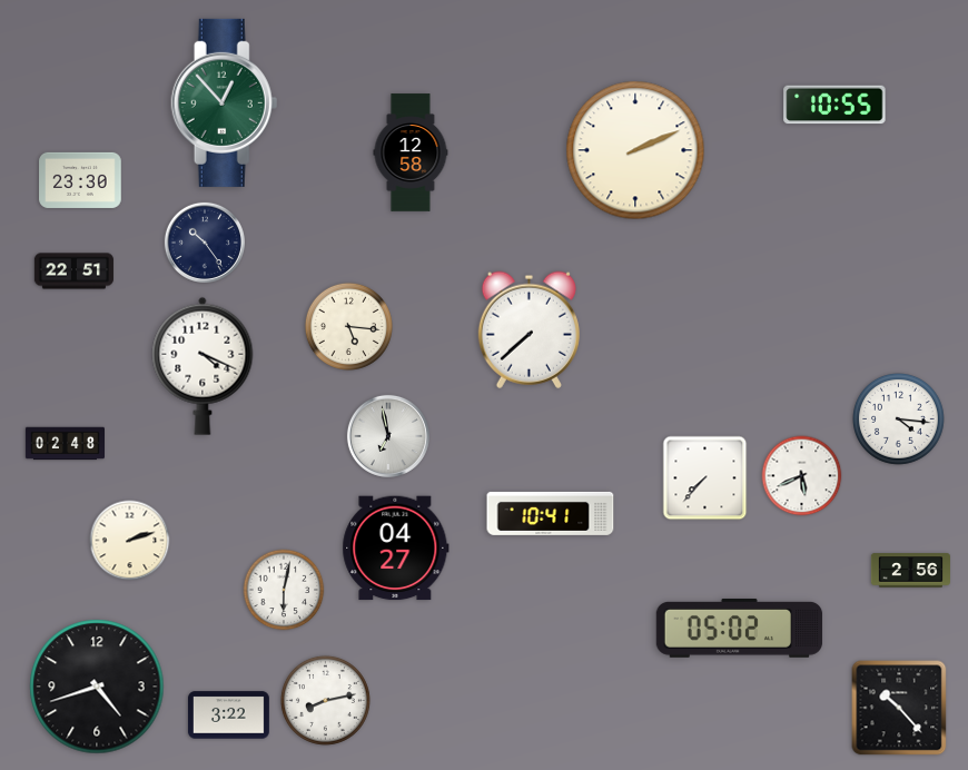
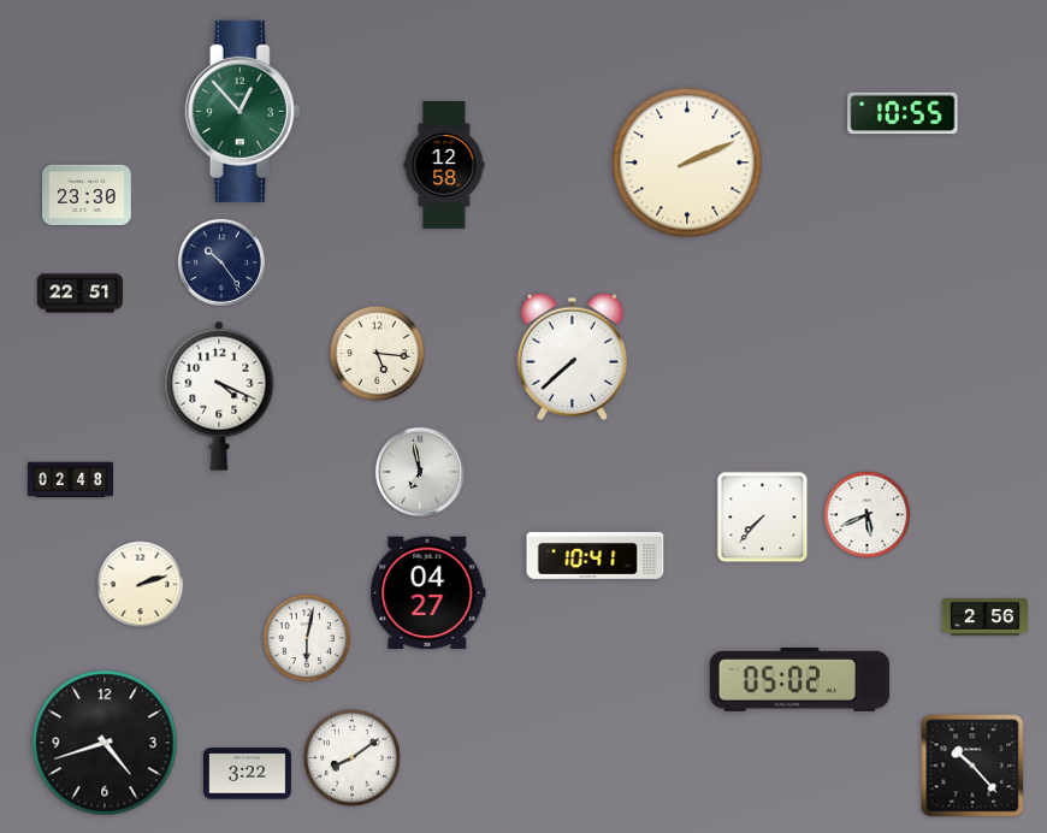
clock at (899, 419): 4:16 -> none
clock at (325, 700): 8:13 -> 8:09
